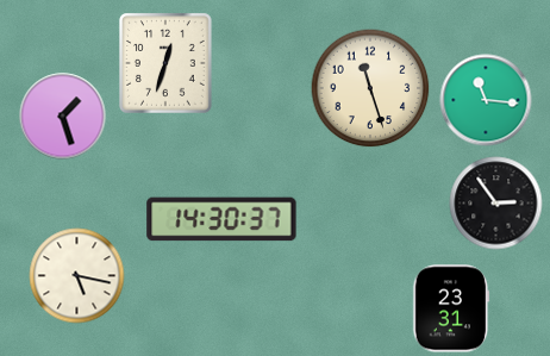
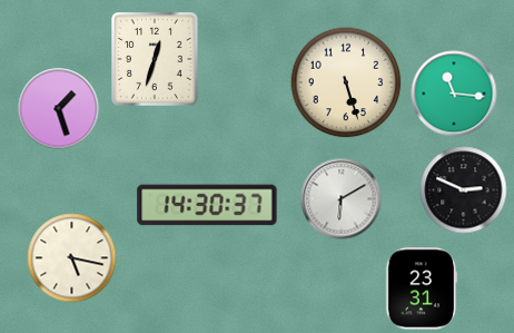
clock at (370, 88): 11:27 -> 5:27
clock at (496, 204): 2:54 -> 2:49
clock at (342, 199): none -> 6:10
